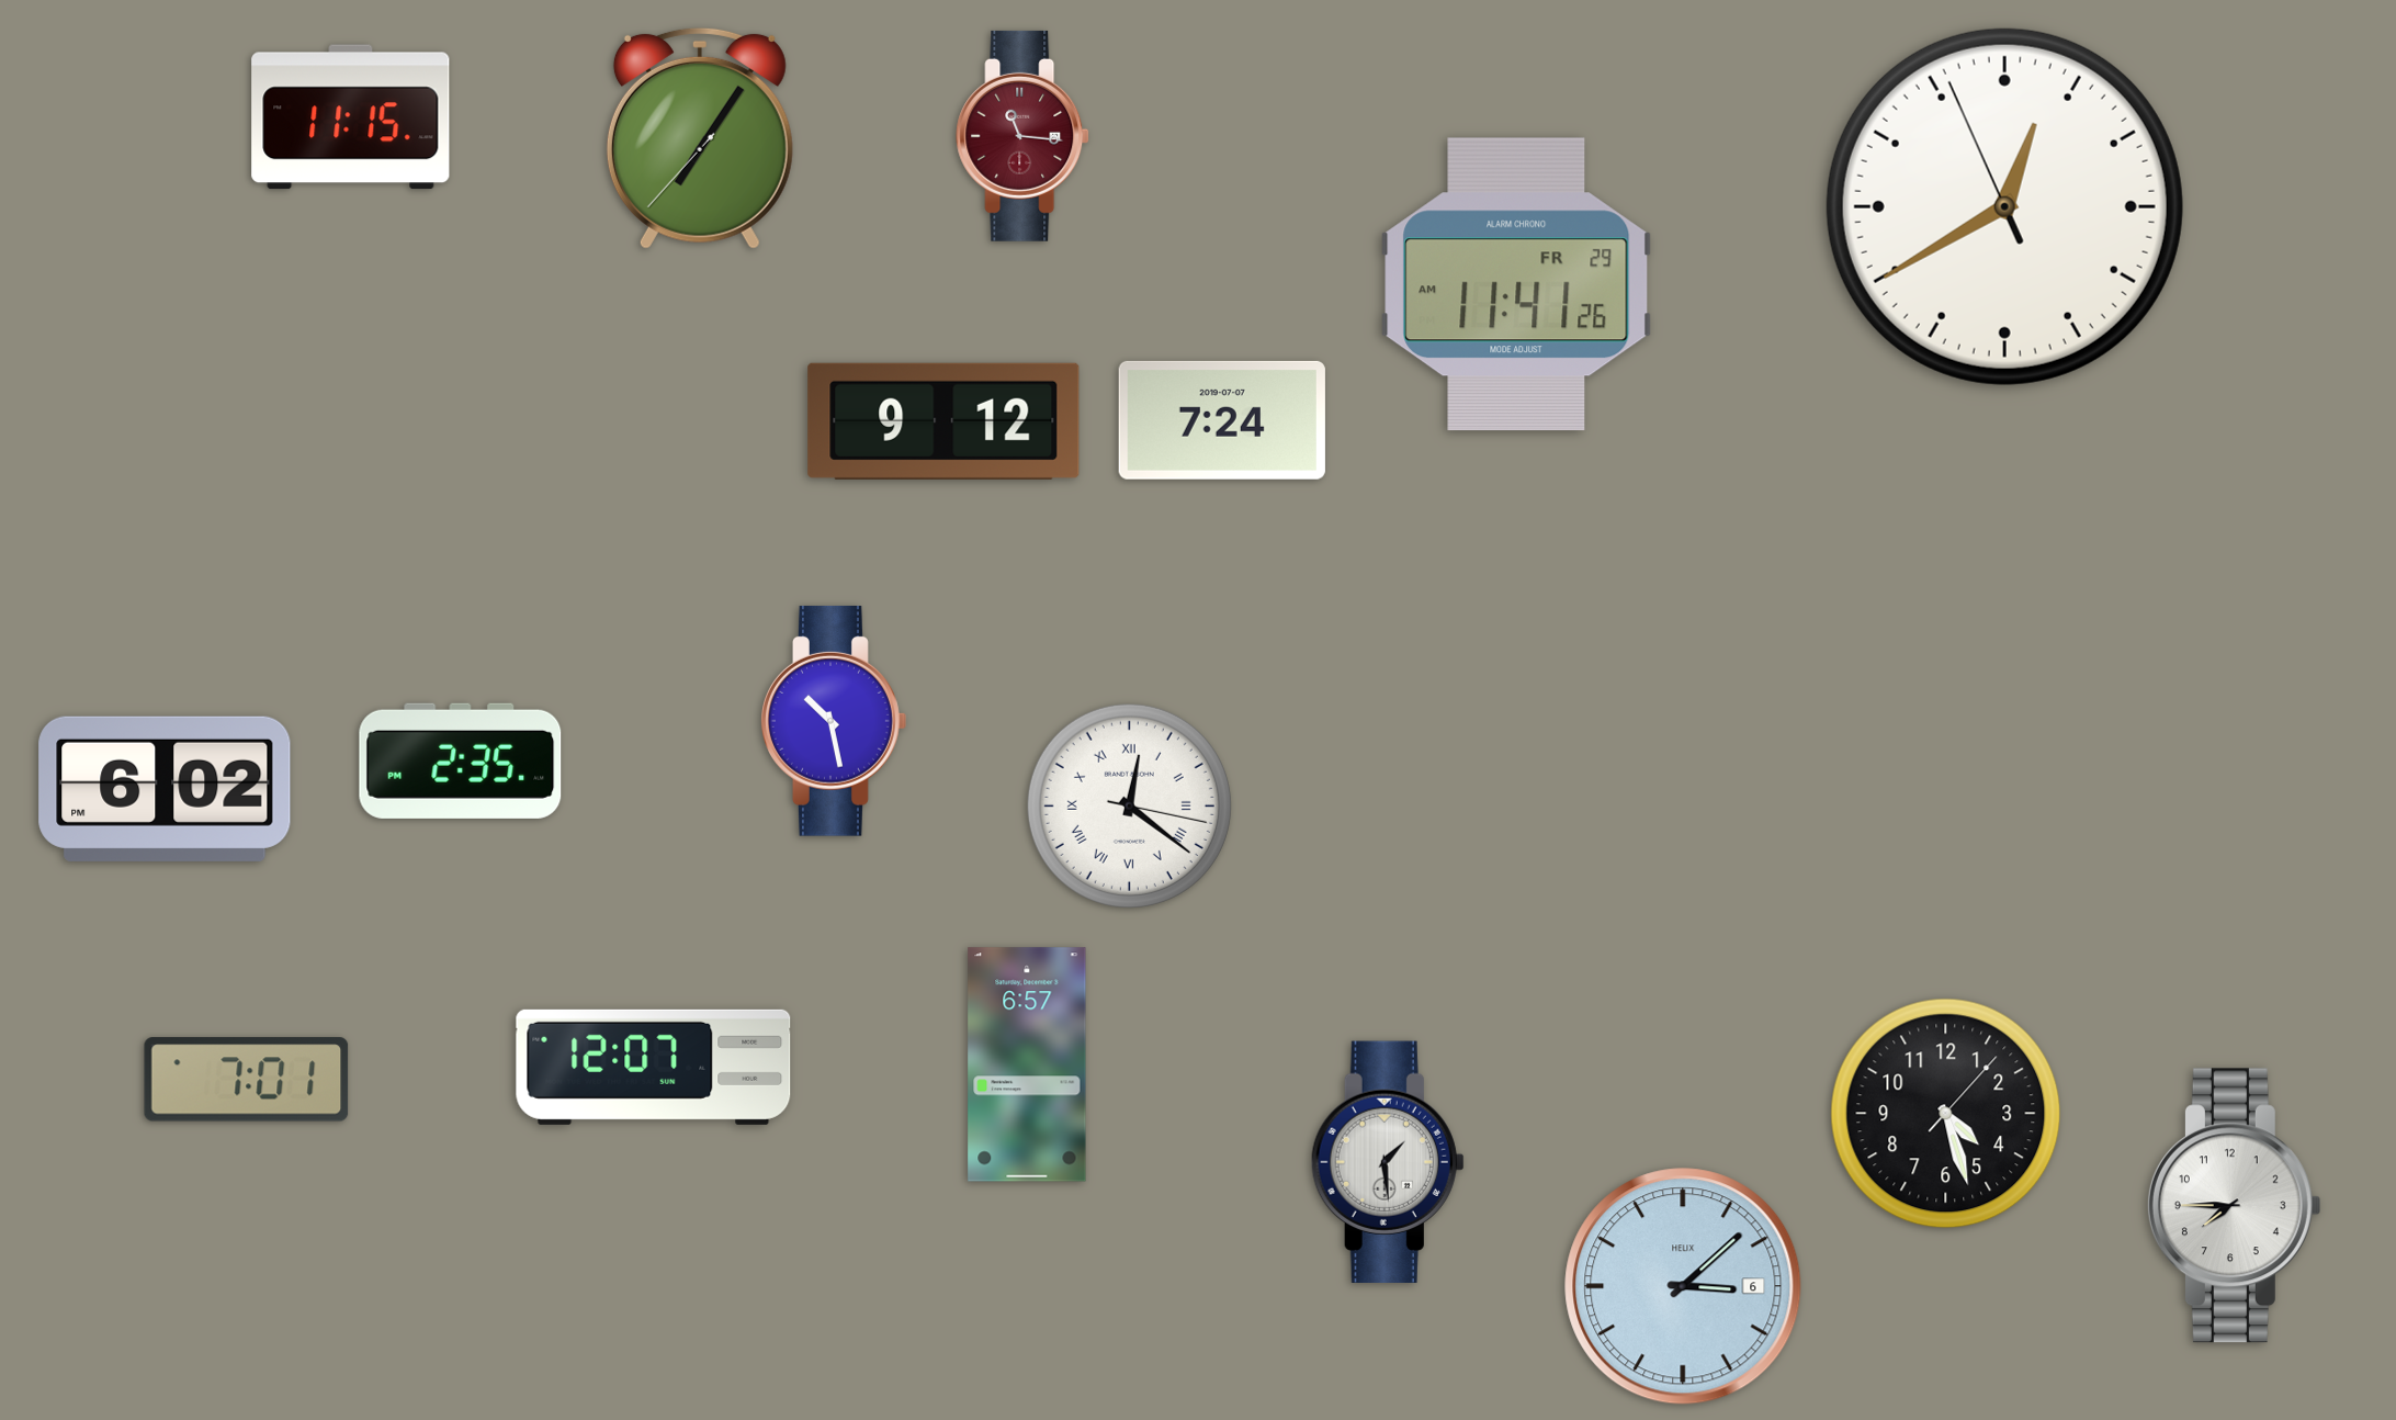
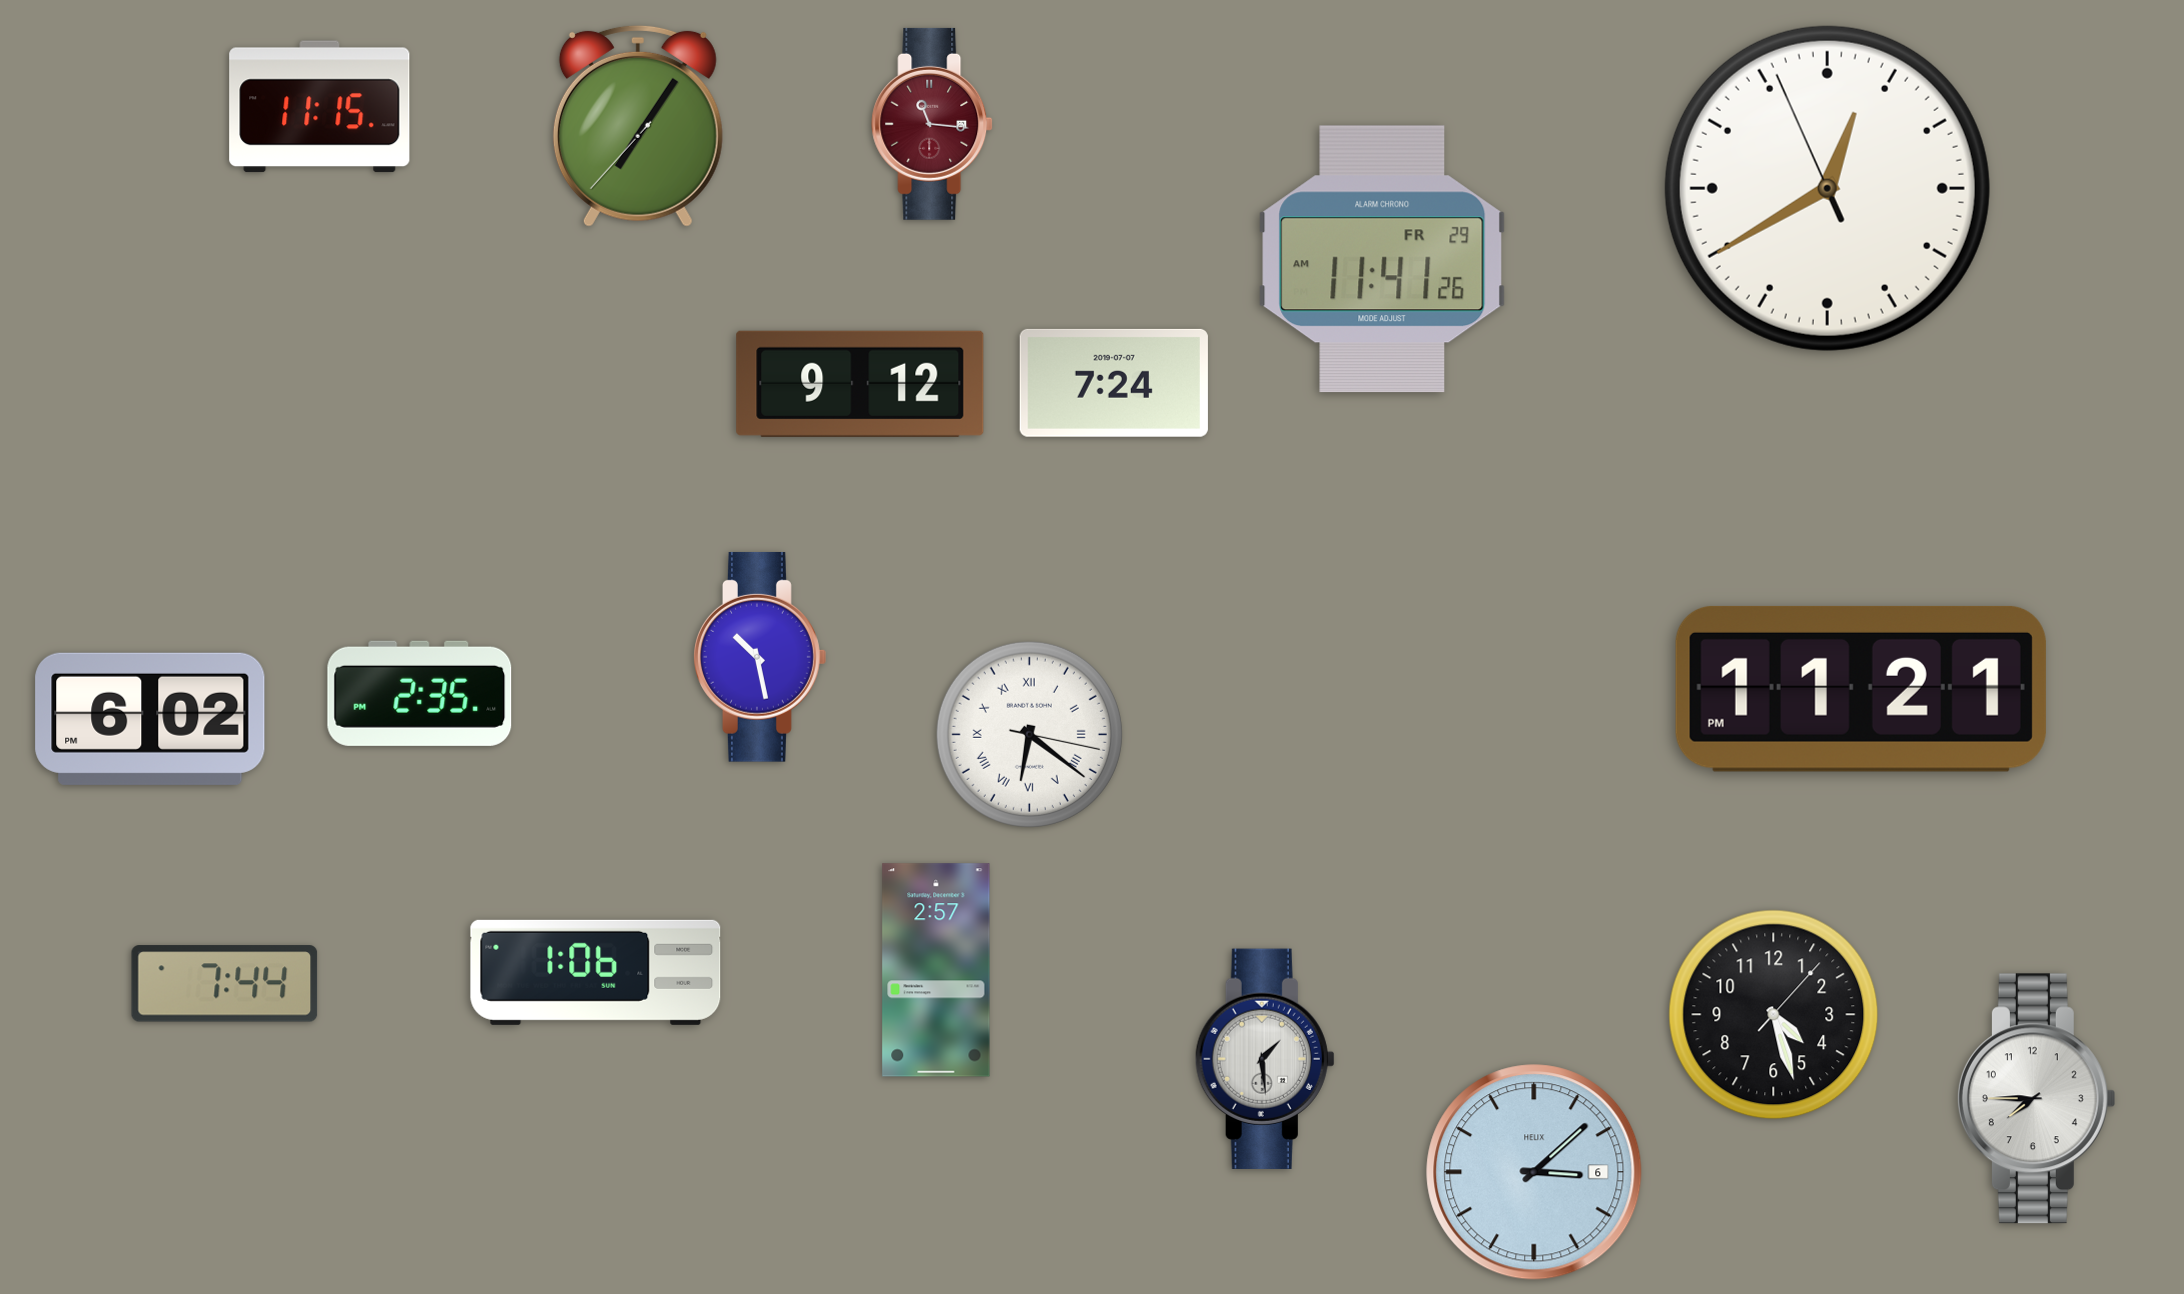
clock at (1861, 689): none -> 11:21
clock at (1129, 805): 12:21 -> 6:21
clock at (1027, 1064): 6:57 -> 2:57
clock at (654, 1067): 12:07 -> 1:06
clock at (247, 1080): 7:01 -> 7:44
